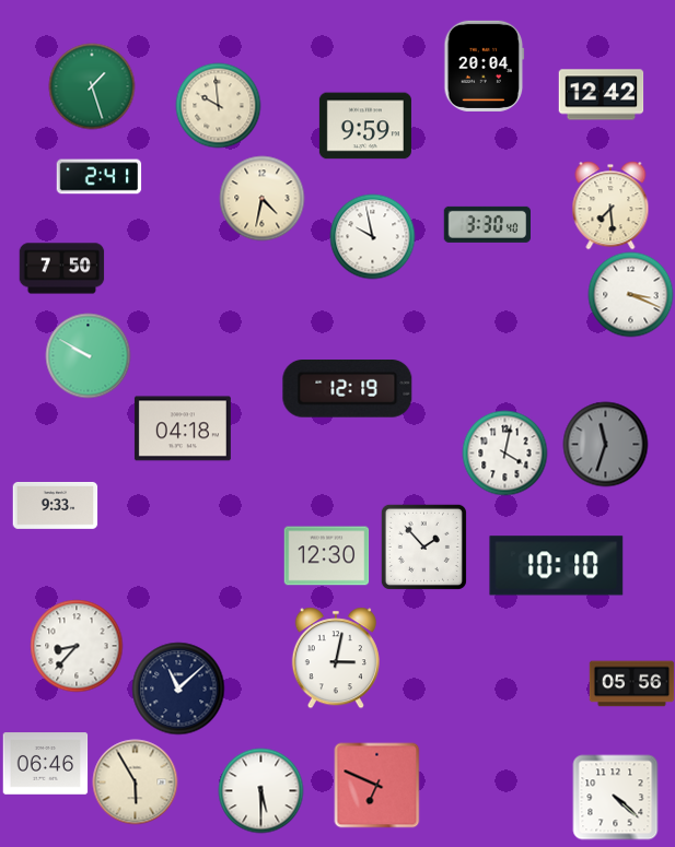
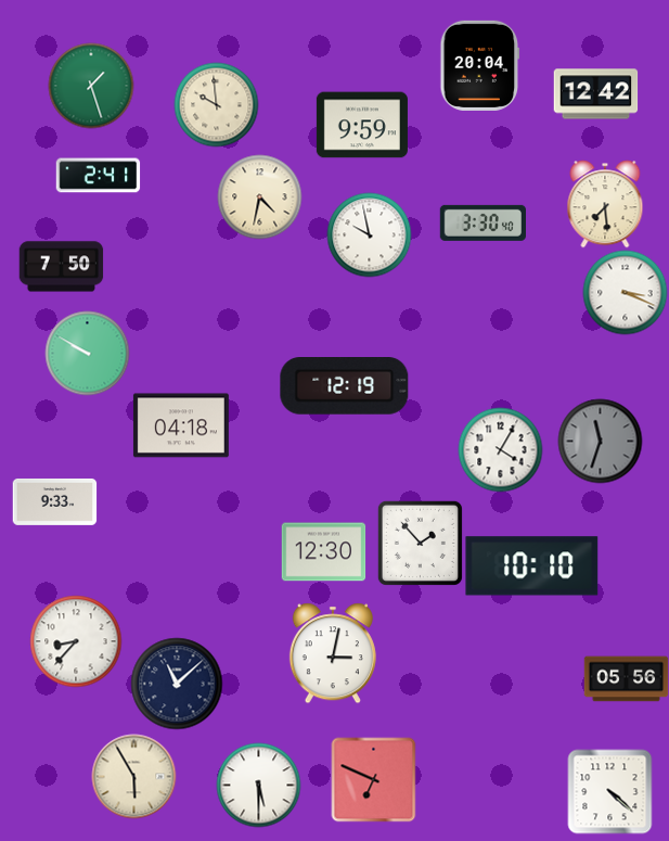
clock at (504, 452): 4:02 -> 4:05
clock at (557, 566) position: (557, 566) -> (532, 566)
clock at (45, 764): 06:46 -> none
